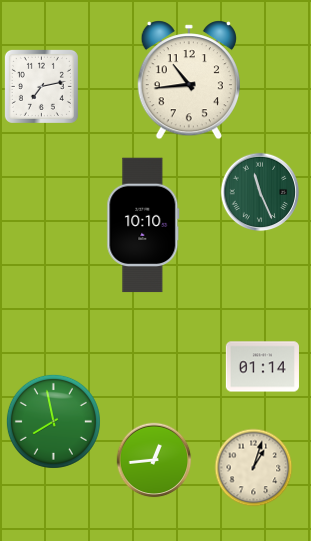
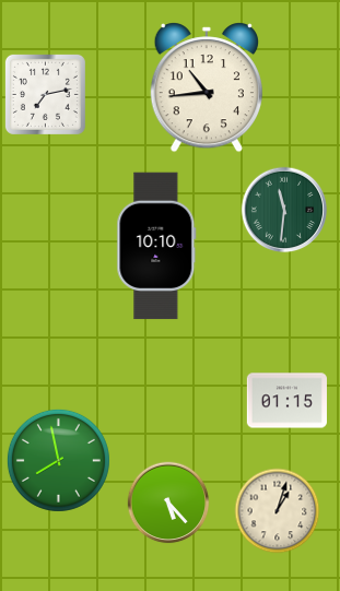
clock at (260, 192): 11:26 -> 11:31
clock at (262, 367): 01:14 -> 01:15
clock at (154, 460): 12:44 -> 5:23
